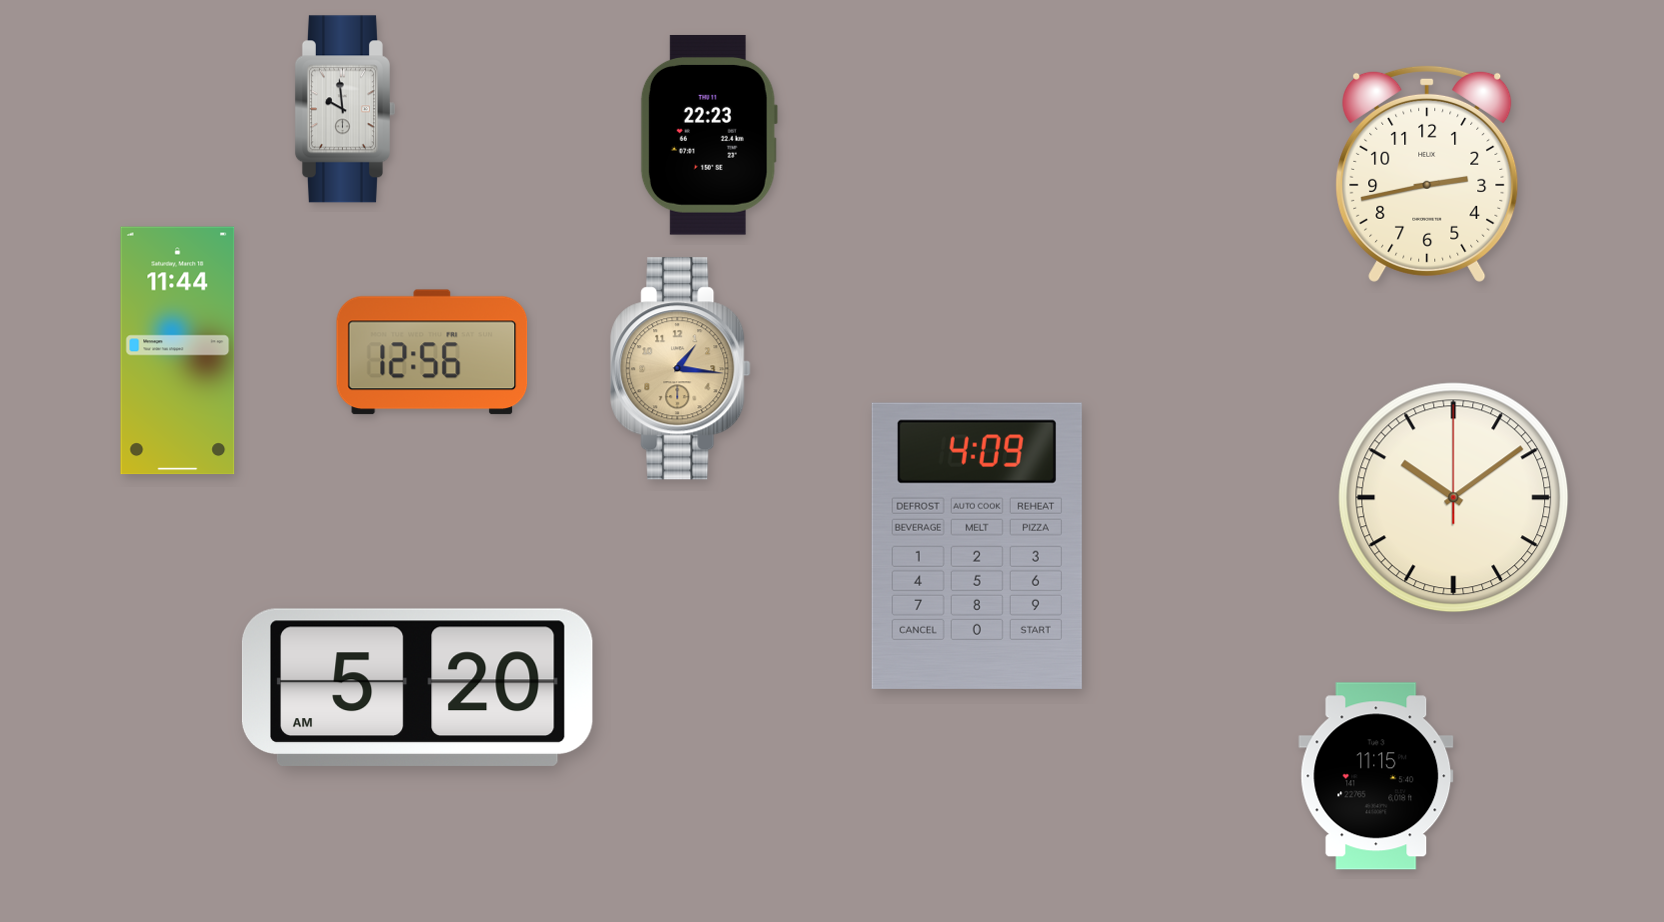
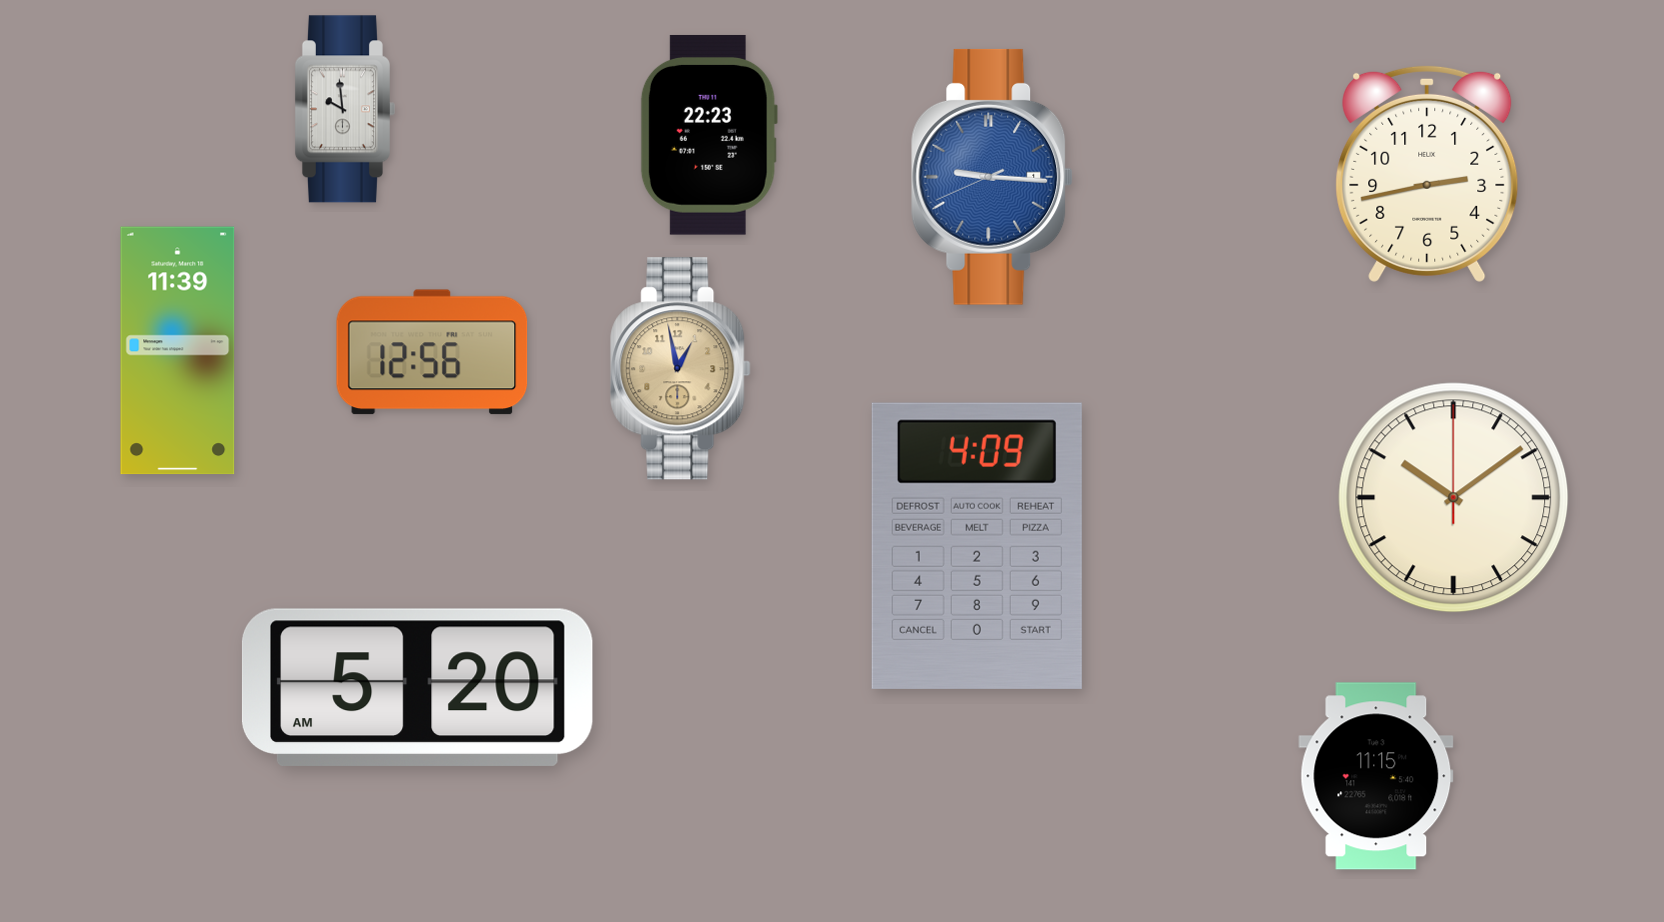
clock at (992, 177): none -> 9:15
clock at (178, 351): 11:44 -> 11:39
clock at (681, 369): 1:16 -> 12:58
